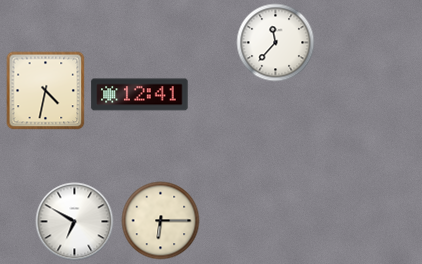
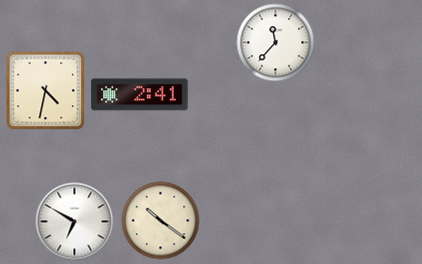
clock at (140, 95): 12:41 -> 2:41
clock at (160, 220): 6:15 -> 10:21
